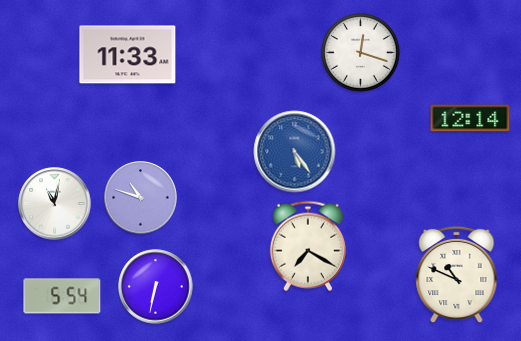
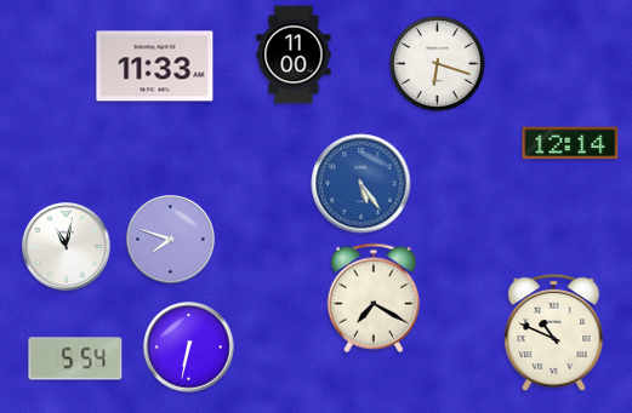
clock at (294, 55): none -> 11:00
clock at (361, 53): 12:18 -> 6:18
clock at (295, 152) position: (295, 152) -> (361, 184)
clock at (141, 198): 10:48 -> 7:48
